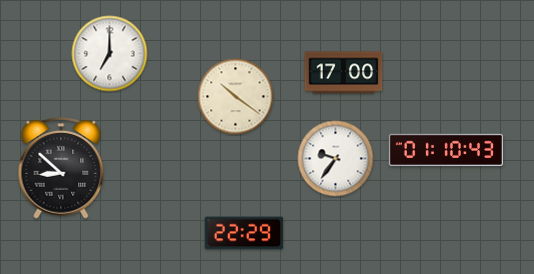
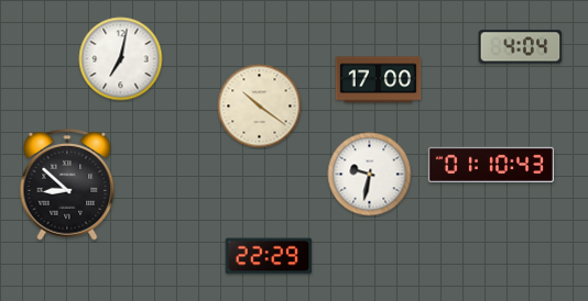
clock at (521, 47): none -> 4:04
clock at (110, 54): 7:00 -> 7:02
clock at (336, 159): 9:36 -> 9:32
